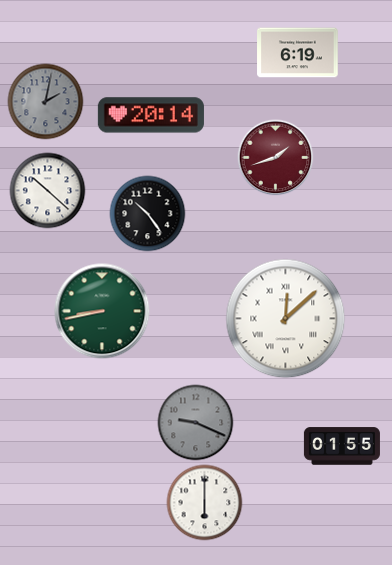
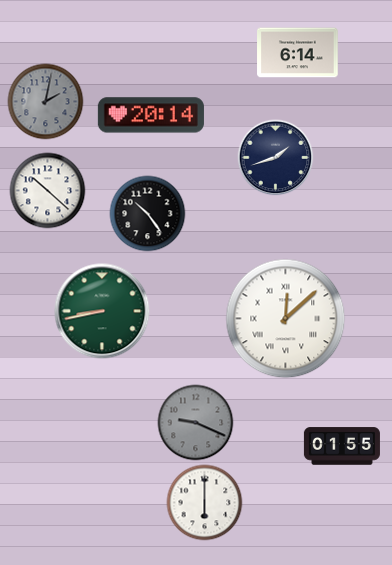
clock at (298, 53): 6:19 -> 6:14
clock at (276, 158) dial: burgundy -> navy
